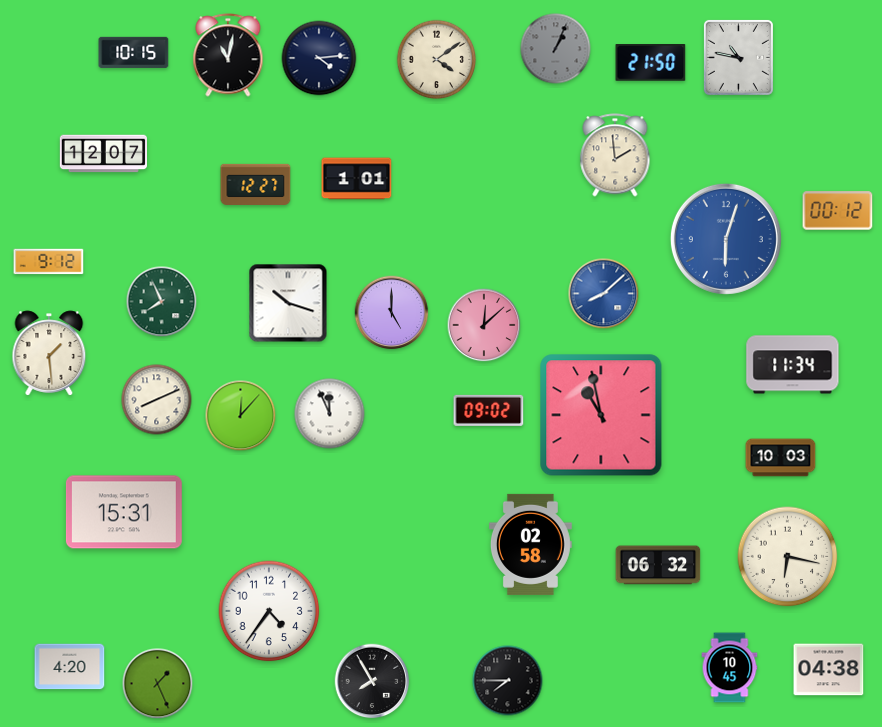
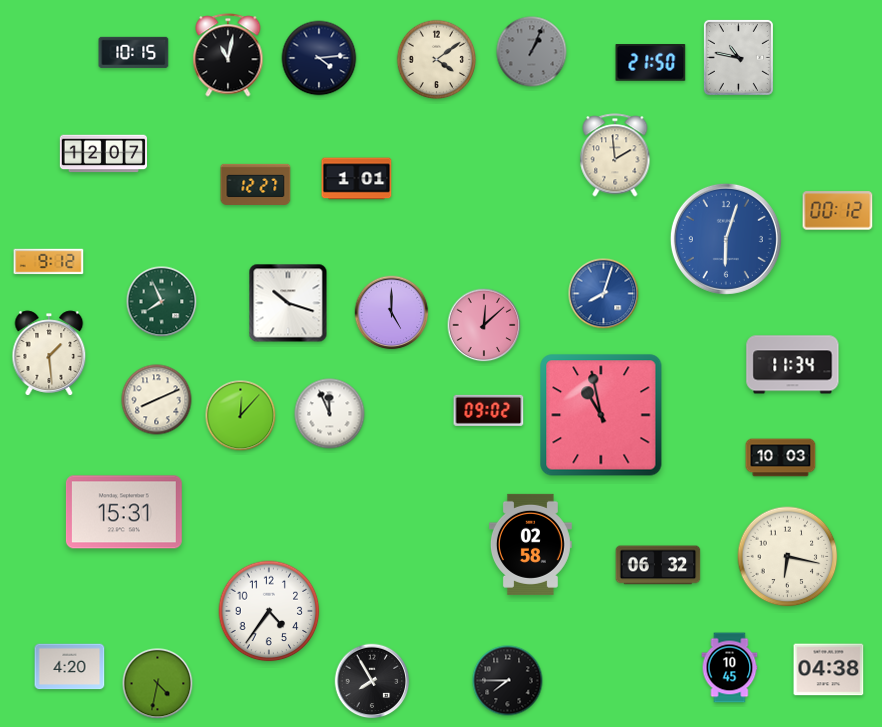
clock at (556, 49) position: (556, 49) -> (532, 52)
clock at (604, 294): 8:08 -> 8:03
clock at (158, 684): 1:26 -> 4:32
